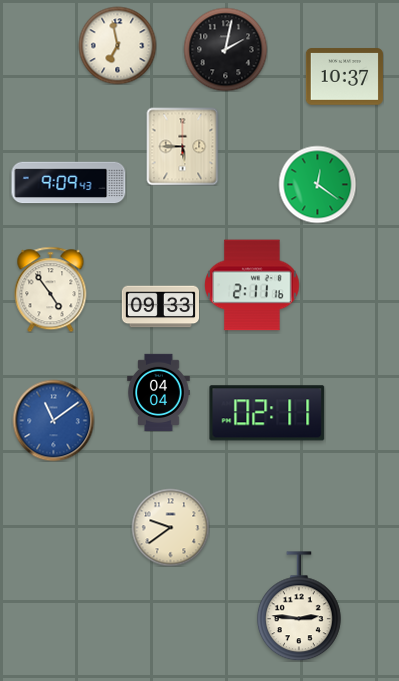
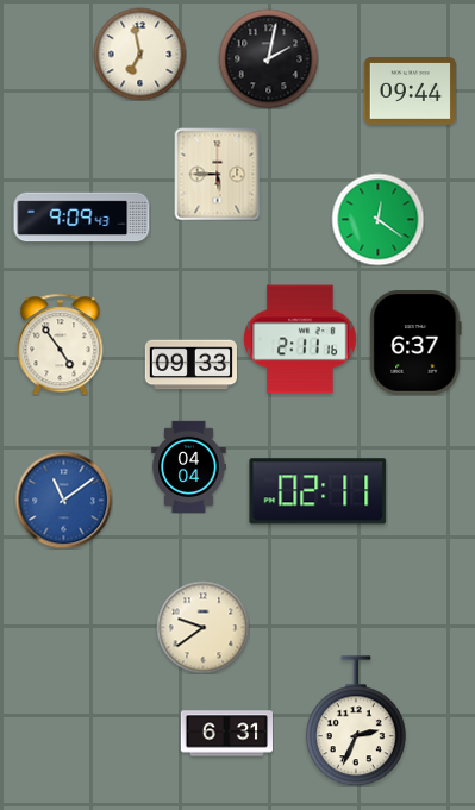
clock at (344, 77): 10:37 -> 09:44
clock at (415, 344): none -> 6:37
clock at (299, 606): 2:46 -> 2:34
clock at (226, 734): none -> 6:31
